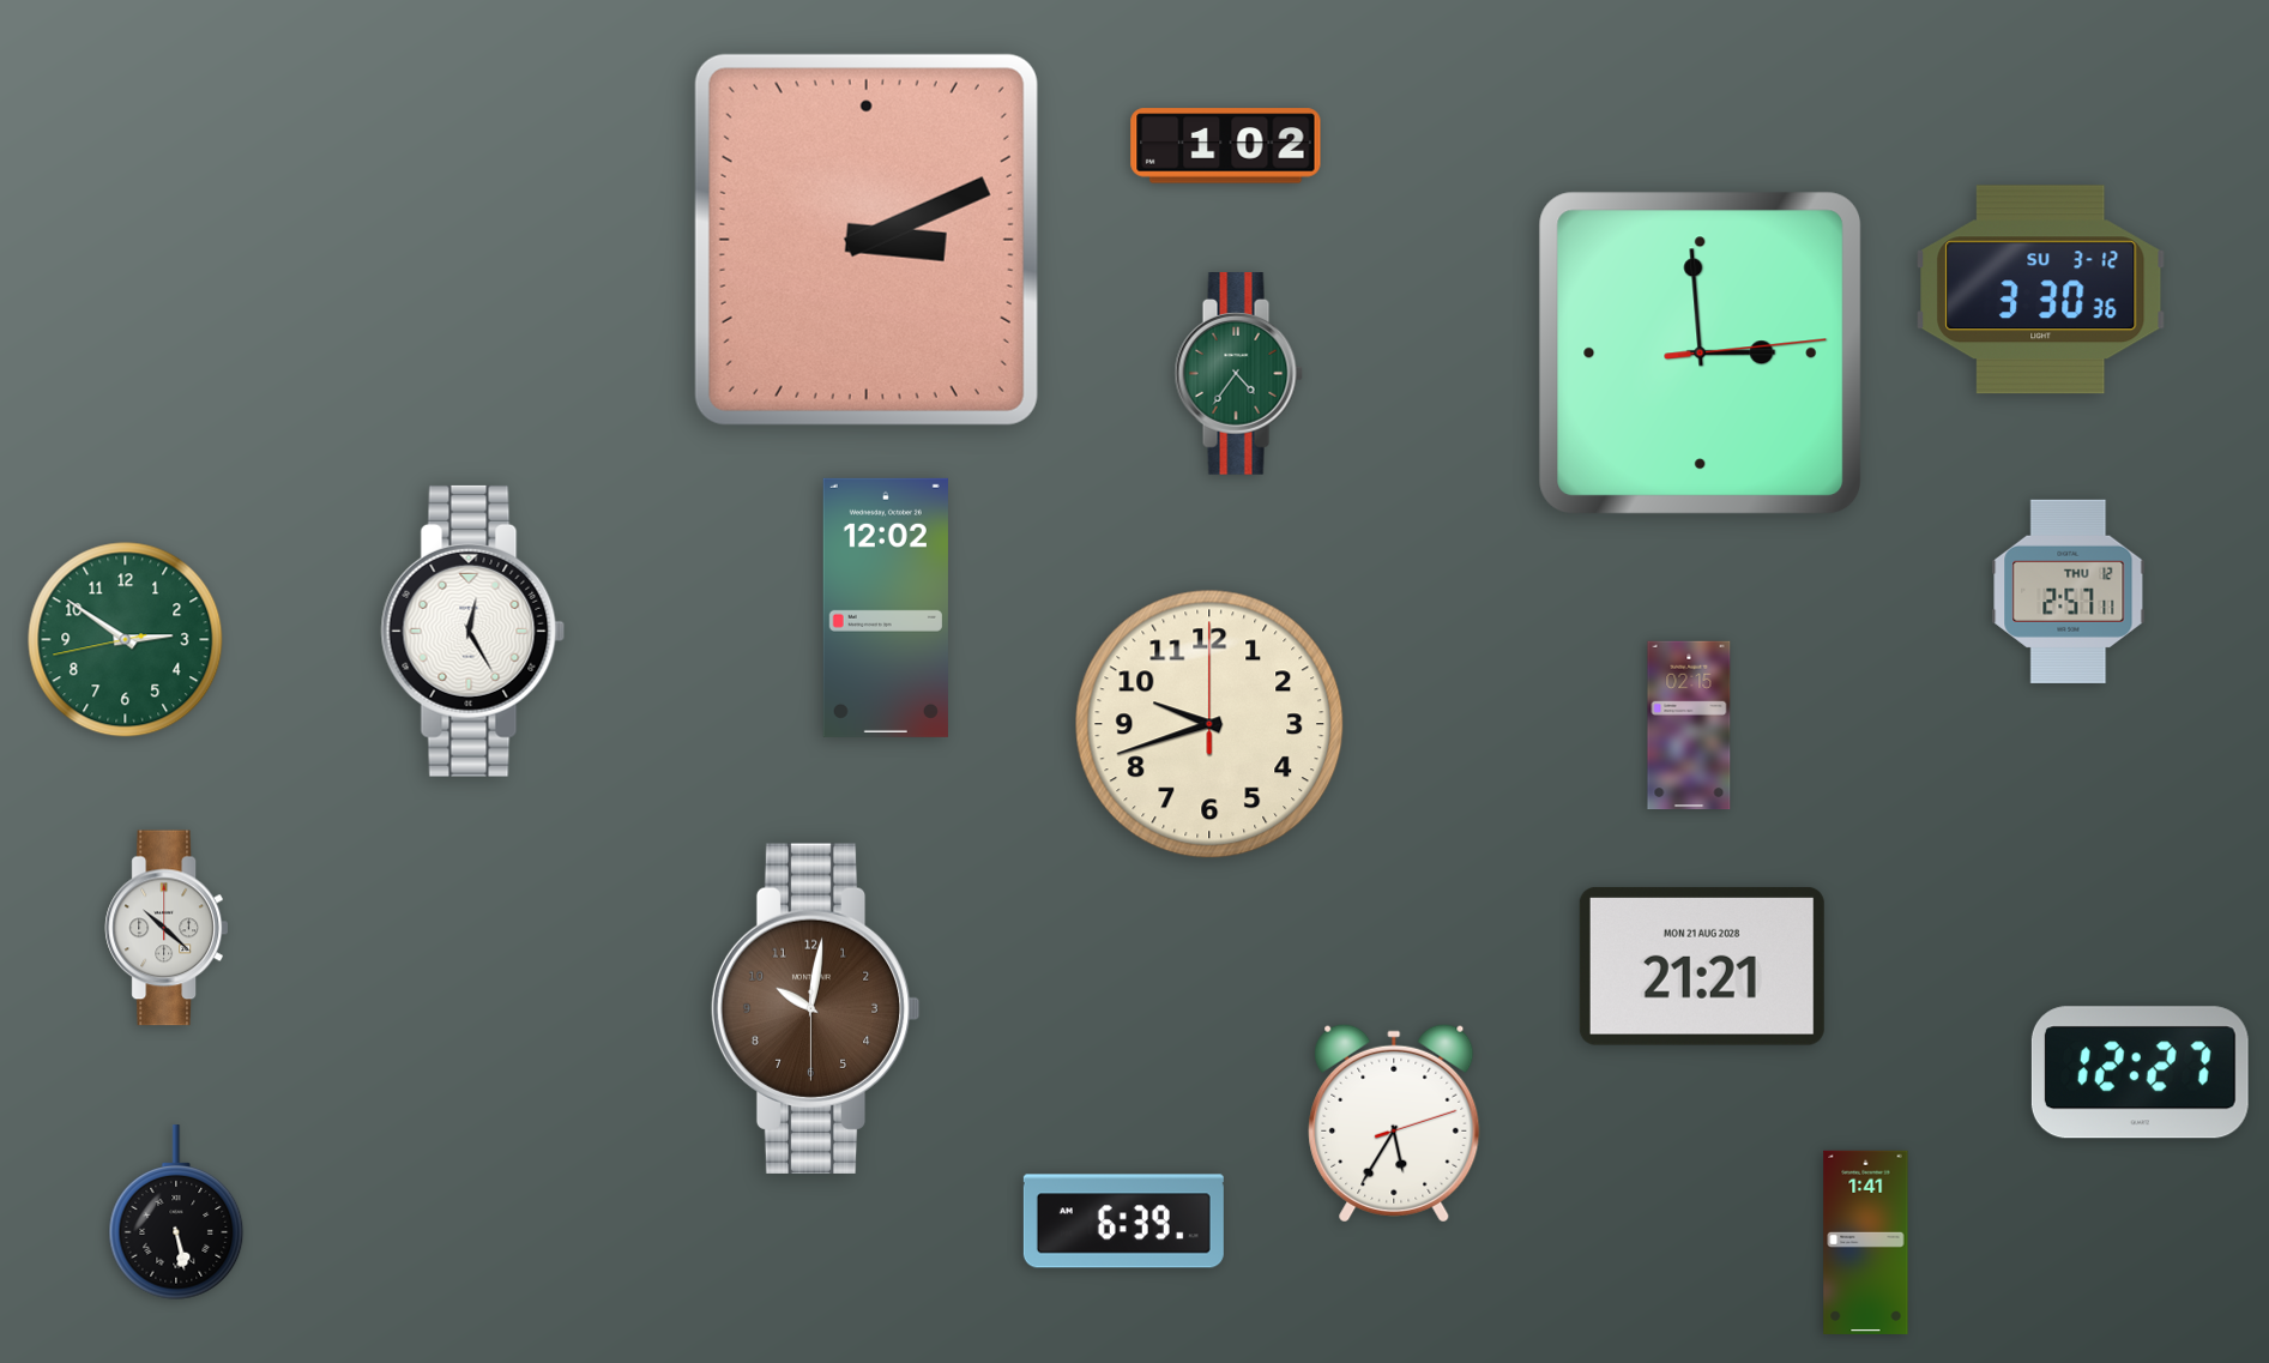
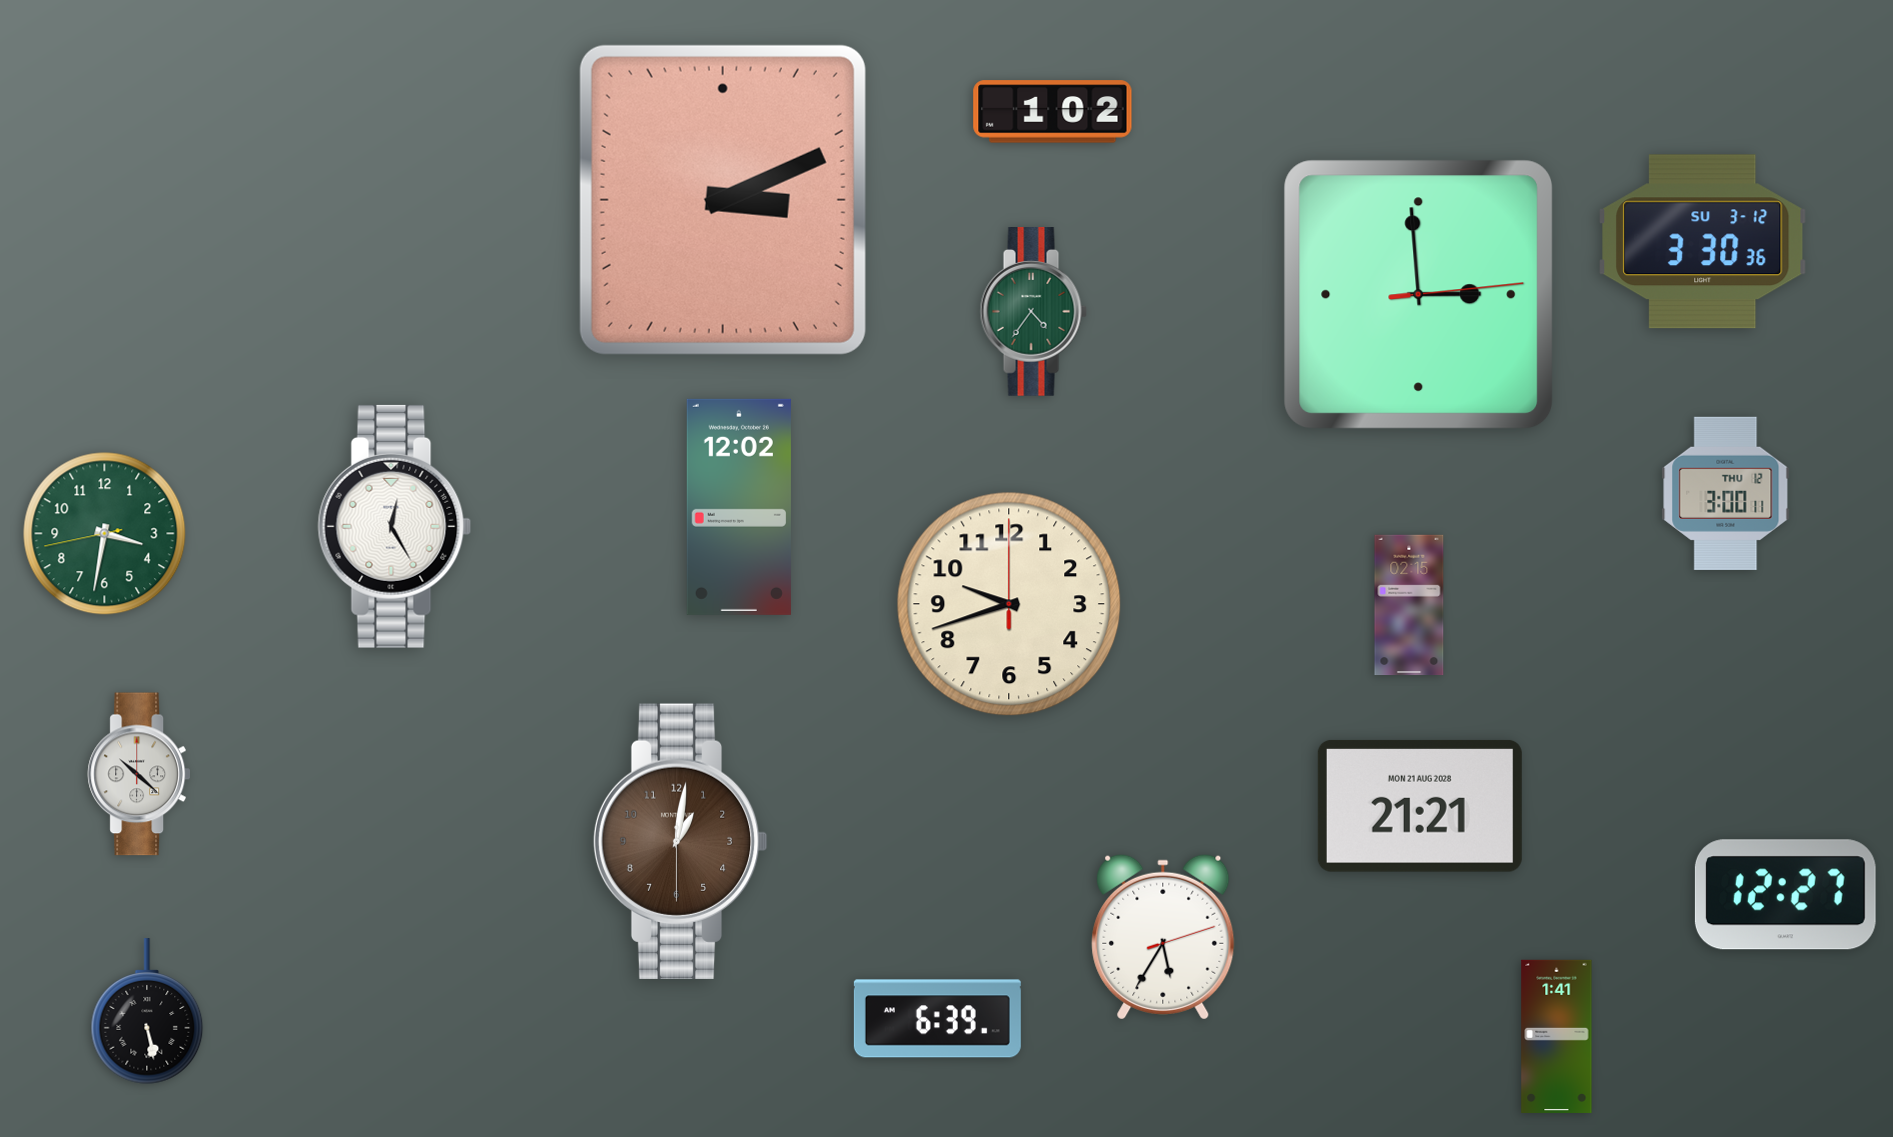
clock at (1226, 146) position: (1226, 146) -> (1053, 112)
clock at (2069, 591): 2:57 -> 3:00
clock at (126, 640): 2:50 -> 3:31
clock at (815, 1008): 10:01 -> 1:01
